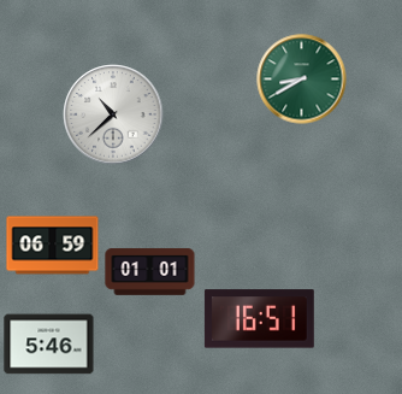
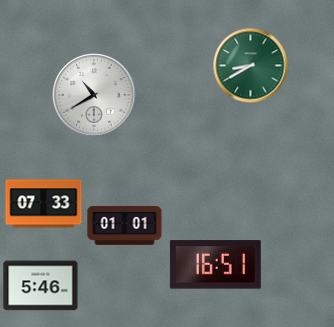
clock at (113, 114): 10:38 -> 10:40
clock at (53, 246): 06:59 -> 07:33
